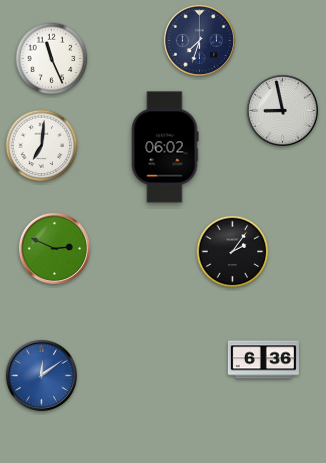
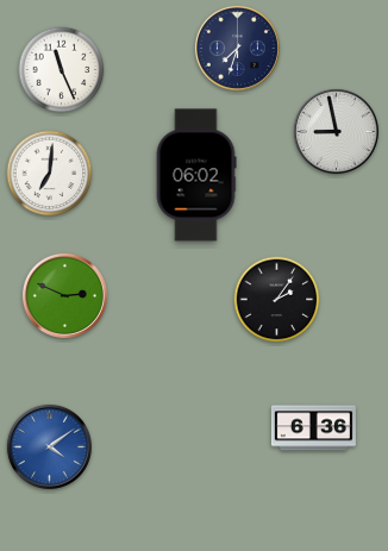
clock at (41, 375): 12:09 -> 4:09
